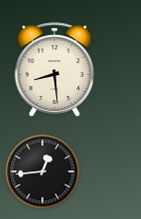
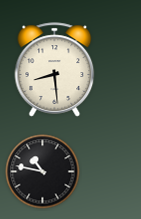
clock at (43, 172): 12:44 -> 10:47
